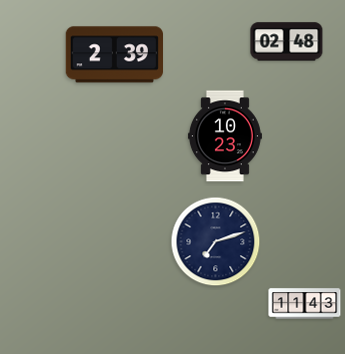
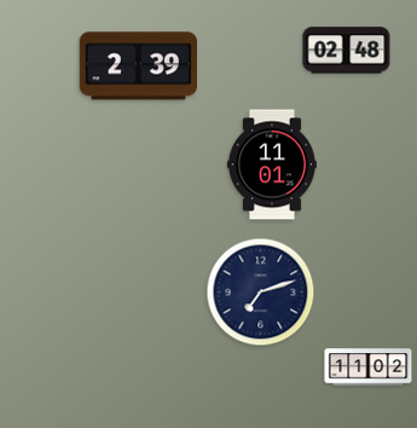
clock at (225, 136): 10:23 -> 11:01
clock at (305, 304): 11:43 -> 11:02
